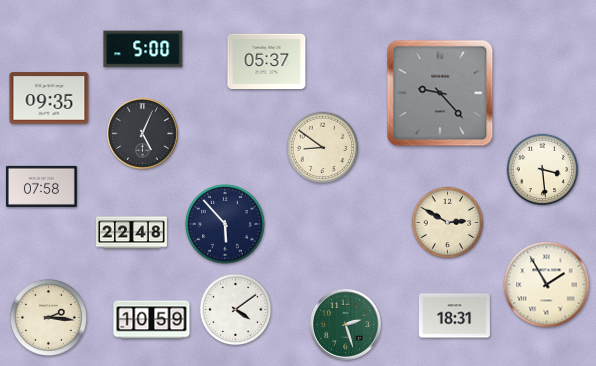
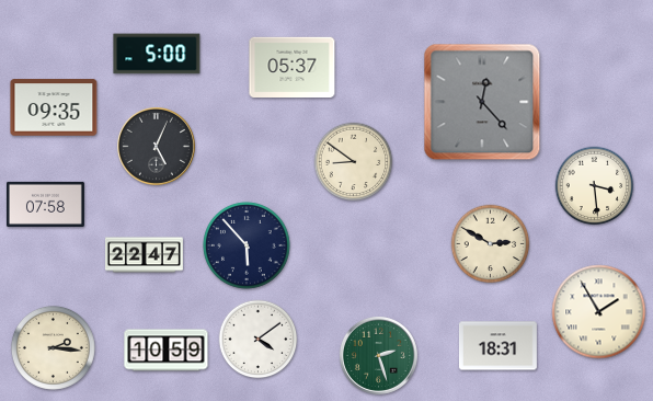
clock at (440, 93): 9:23 -> 12:23
clock at (132, 233): 22:48 -> 22:47
